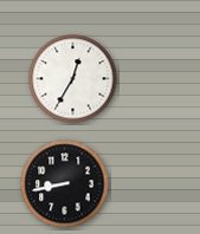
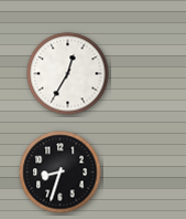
clock at (65, 184): 8:43 -> 8:33
